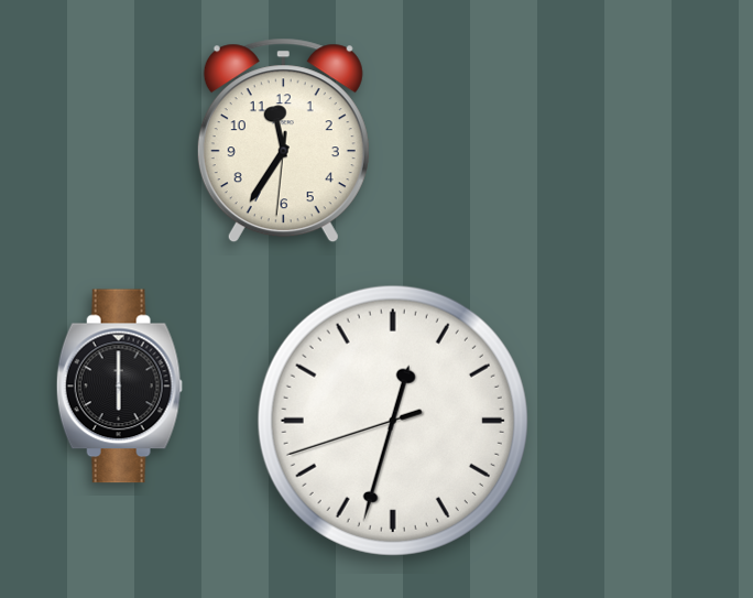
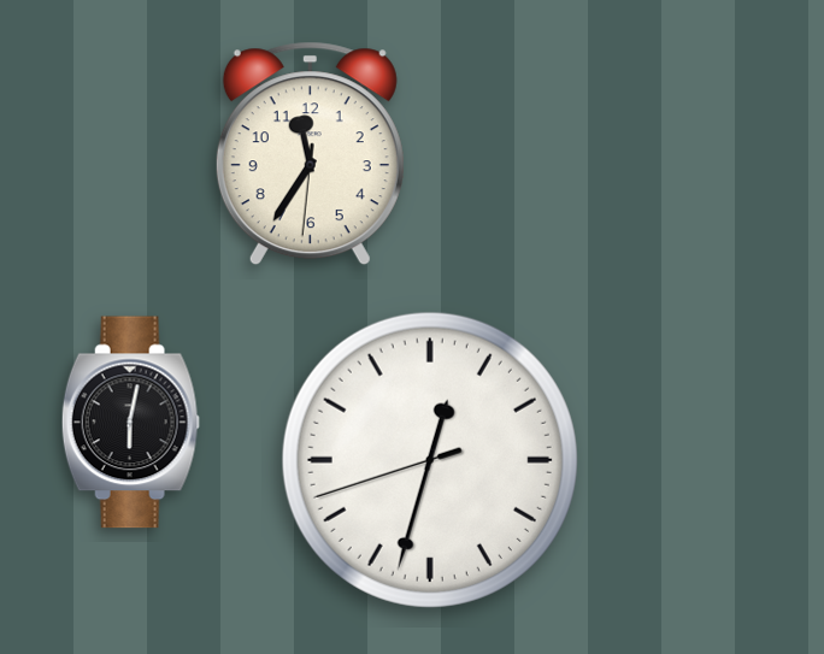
clock at (119, 387): 6:00 -> 6:02
